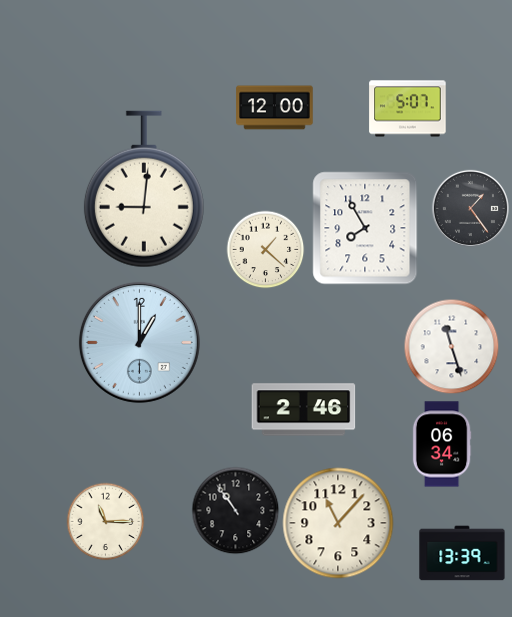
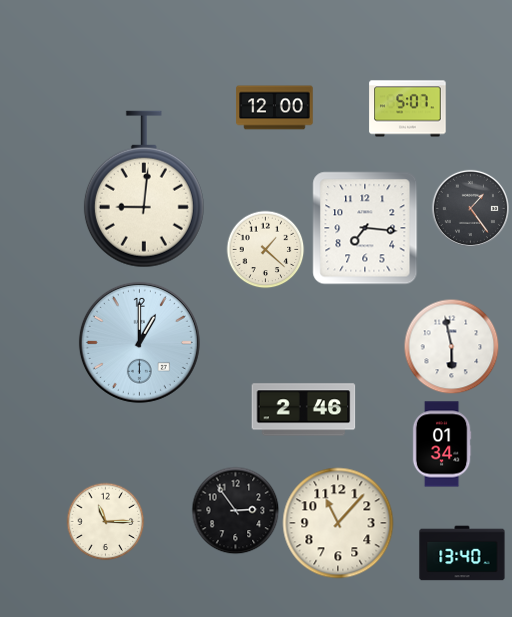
clock at (365, 228): 7:55 -> 7:16
clock at (451, 346): 11:27 -> 5:58
clock at (442, 444): 06:34 -> 01:34
clock at (235, 510): 10:54 -> 2:54
clock at (462, 553): 13:39 -> 13:40
